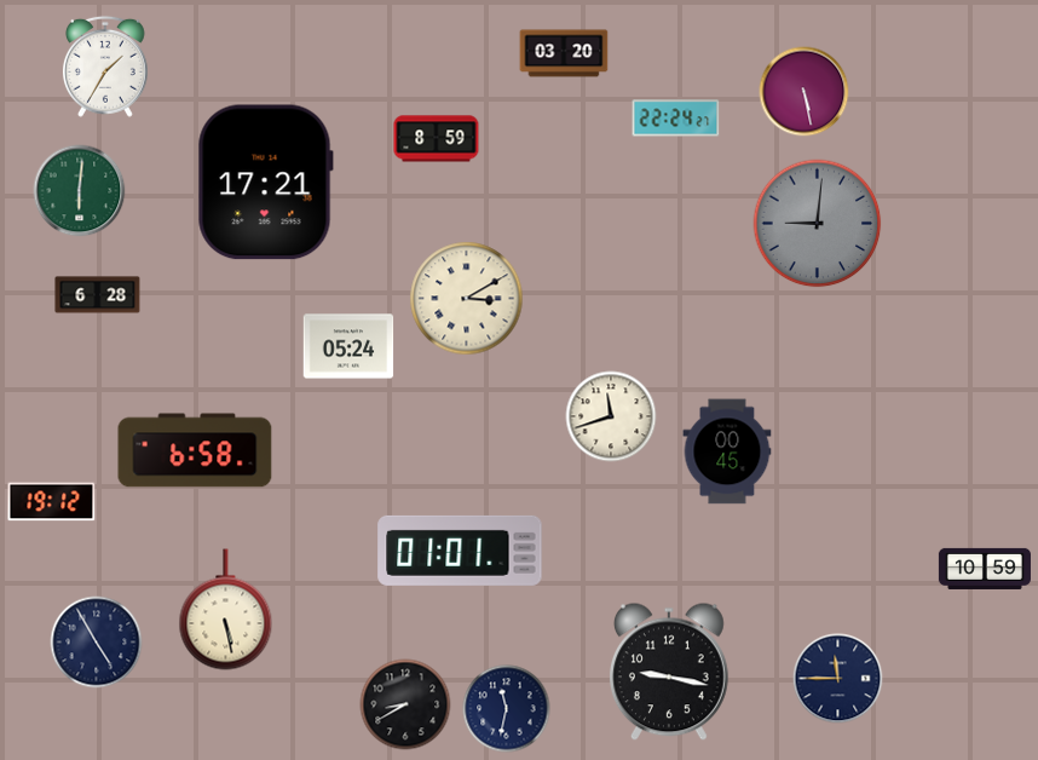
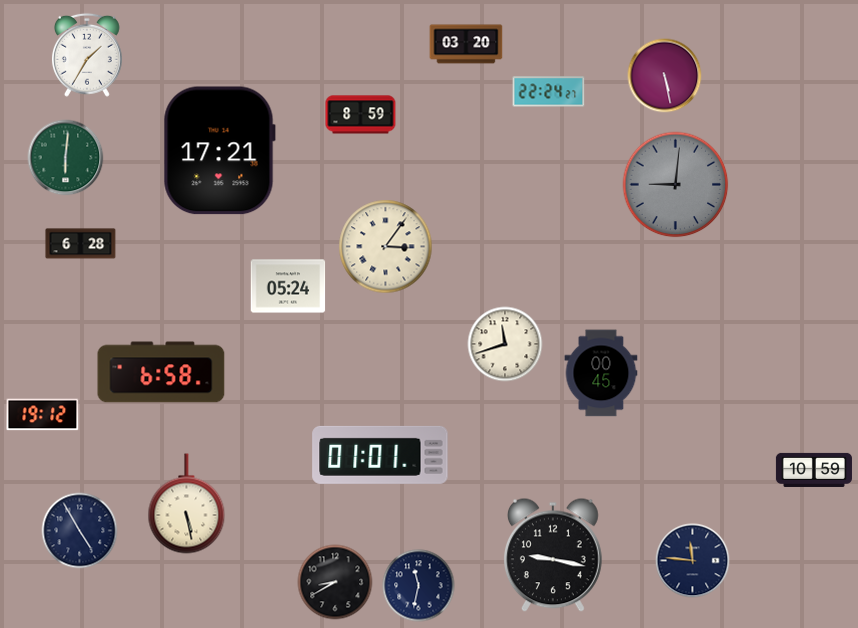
clock at (676, 119) position: (676, 119) -> (549, 92)
clock at (467, 299): 3:10 -> 3:06
clock at (838, 679): 11:45 -> 11:46
